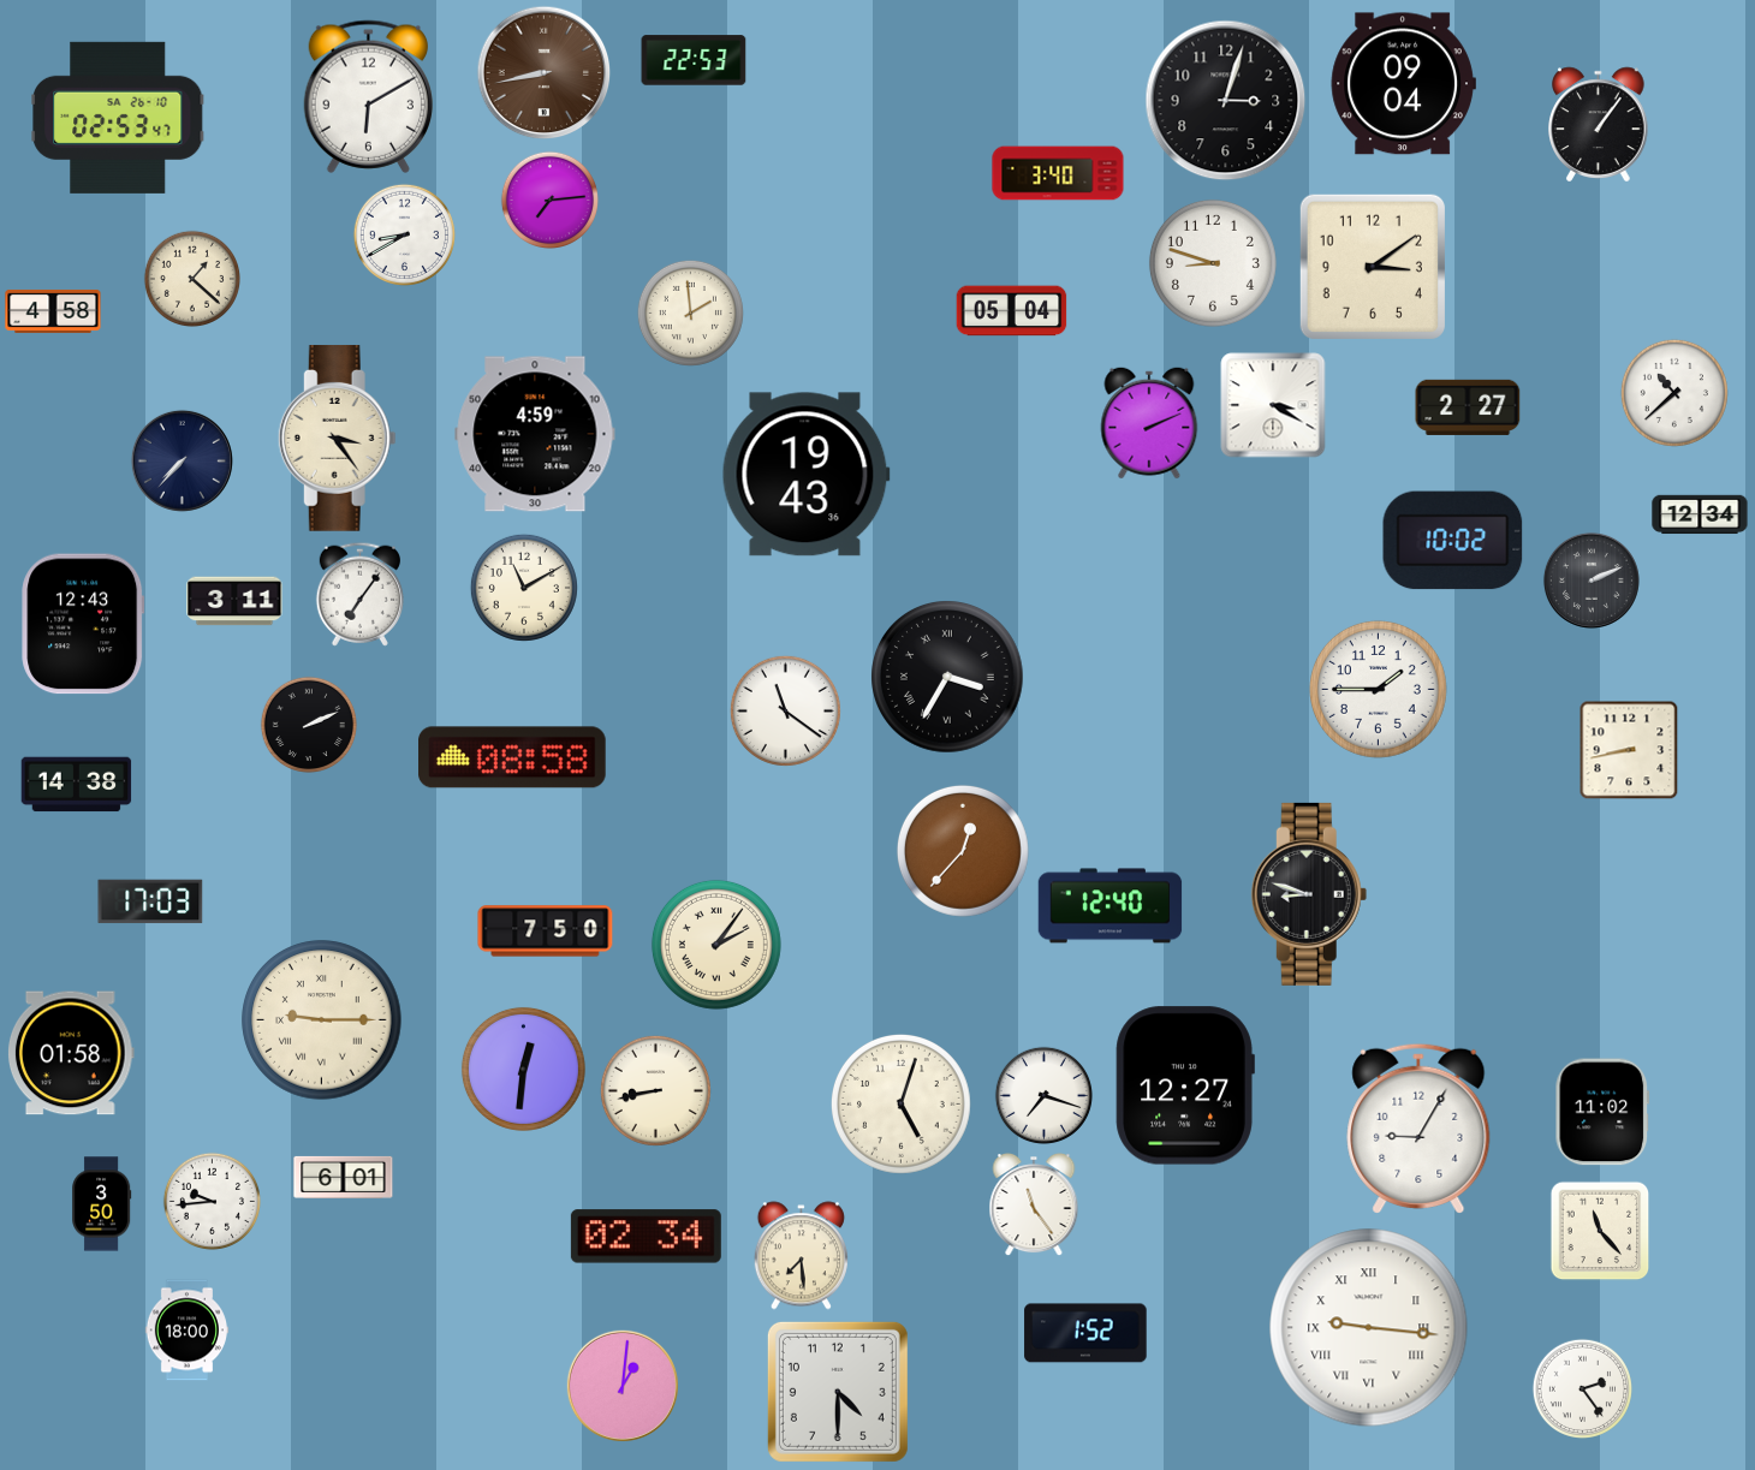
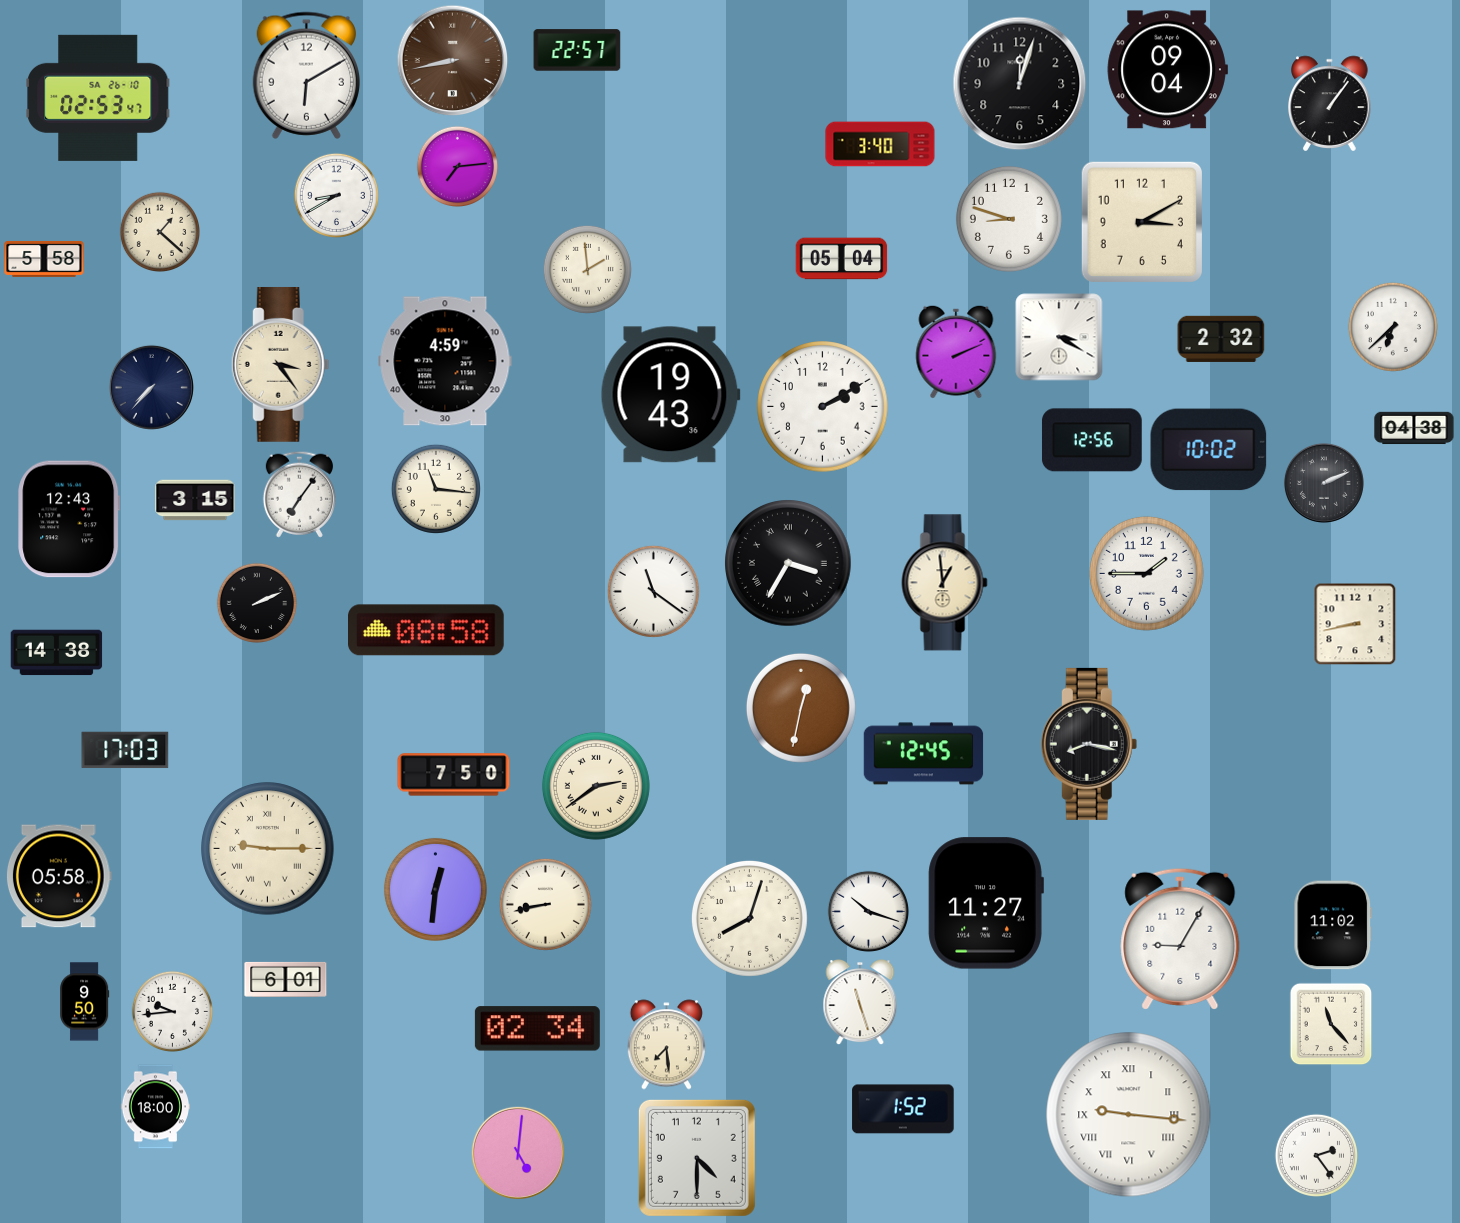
clock at (694, 60): 22:53 -> 22:57
clock at (368, 96) position: (368, 96) -> (306, 75)
clock at (1226, 101): 3:03 -> 12:03
clock at (1373, 267): 3:09 -> 3:10
clock at (53, 311): 4:58 -> 5:58
clock at (690, 313) position: (690, 313) -> (587, 269)
clock at (1674, 393): 10:38 -> 6:38
clock at (1468, 407): 2:27 -> 2:32
clock at (182, 460) position: (182, 460) -> (151, 387)
clock at (823, 407): none -> 2:10
clock at (1700, 514): 12:34 -> 04:38
clock at (1092, 440): none -> 12:56
clock at (524, 588): 11:10 -> 11:16
clock at (234, 601): 3:11 -> 3:15
clock at (945, 583): none -> 12:59
clock at (77, 785) position: (77, 785) -> (57, 653)
clock at (963, 851): 12:37 -> 12:32
clock at (1309, 894): 8:48 -> 8:17
clock at (1111, 906): 12:40 -> 12:45
clock at (716, 945): 2:06 -> 2:39
clock at (71, 1053): 01:58 -> 05:58
clock at (1185, 1085): 12:27 -> 11:27
clock at (655, 1090) position: (655, 1090) -> (545, 904)
clock at (1043, 1095): 7:18 -> 10:18
clock at (900, 1103): 5:03 -> 8:03
clock at (212, 1201) position: (212, 1201) -> (172, 1011)
clock at (102, 1204): 3:50 -> 9:50
clock at (1034, 1206): 11:24 -> 11:27
clock at (1369, 1328) position: (1369, 1328) -> (1129, 1115)
clock at (623, 1386): 1:01 -> 5:01
